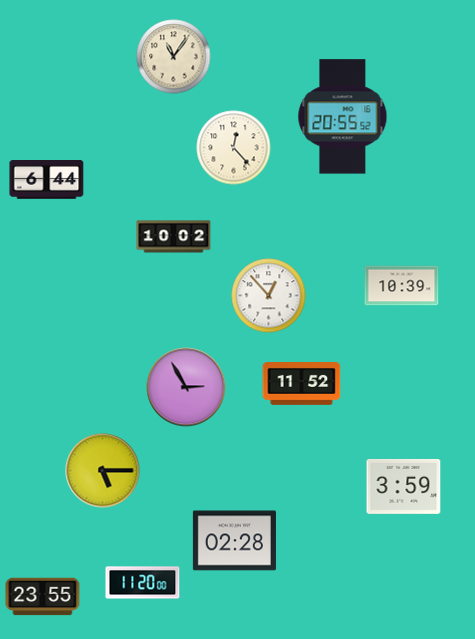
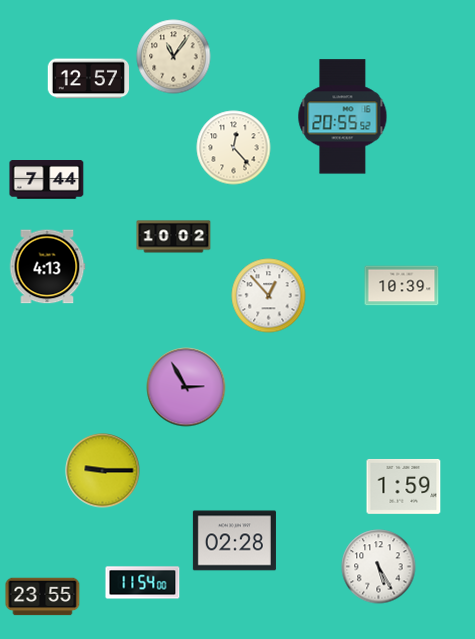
clock at (89, 79): none -> 12:57
clock at (47, 180): 6:44 -> 7:44
clock at (47, 267): none -> 4:13
clock at (302, 384): 11:52 -> none
clock at (103, 471): 5:15 -> 9:15
clock at (404, 486): 3:59 -> 1:59
clock at (379, 567): none -> 5:25
clock at (143, 583): 11:20 -> 11:54
